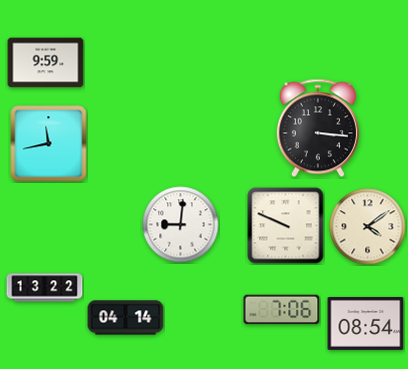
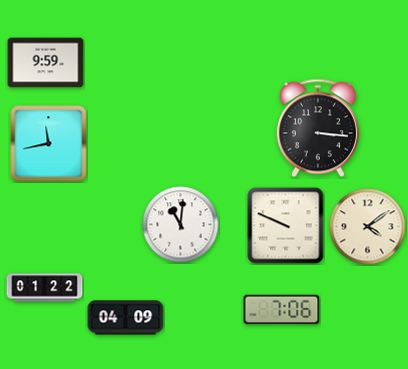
clock at (181, 225): 9:01 -> 11:01
clock at (45, 288): 13:22 -> 01:22
clock at (126, 318): 04:14 -> 04:09
clock at (366, 323): 08:54 -> none
